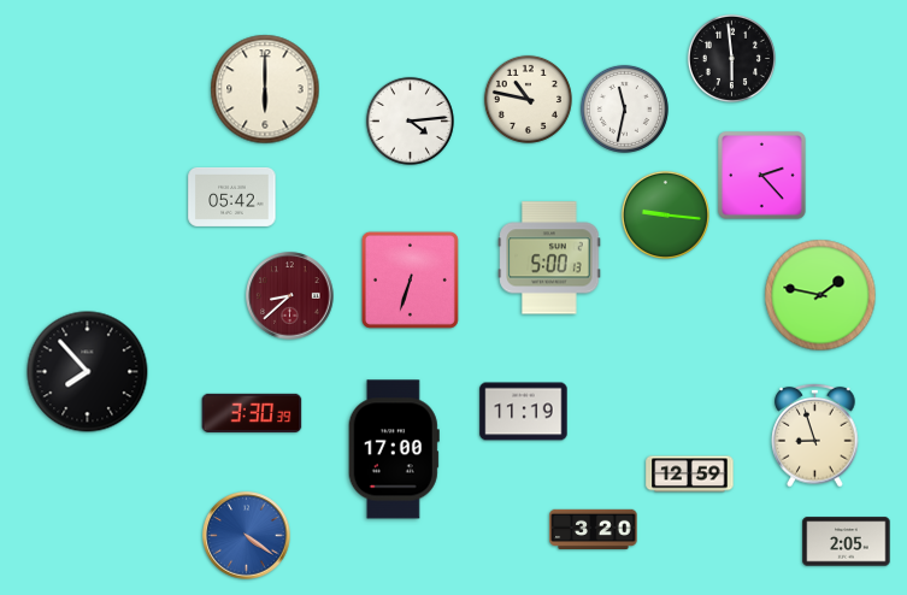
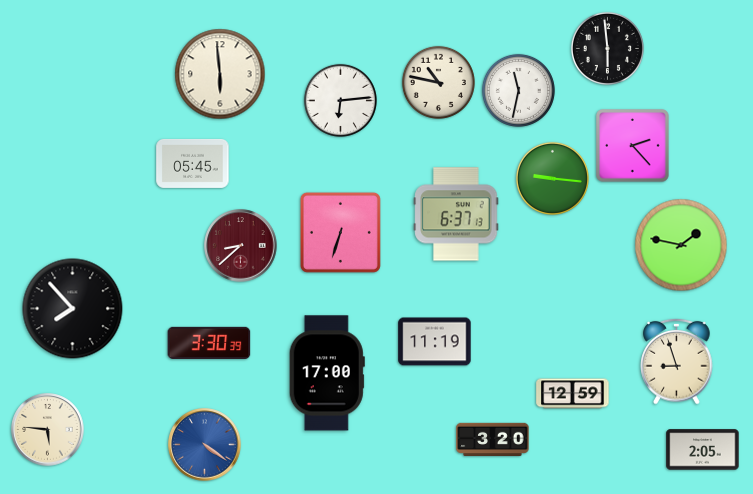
clock at (265, 89): 6:00 -> 5:59
clock at (410, 120): 4:14 -> 6:14
clock at (232, 196): 05:42 -> 05:45
clock at (549, 258): 5:00 -> 6:37
clock at (48, 430): none -> 5:46
